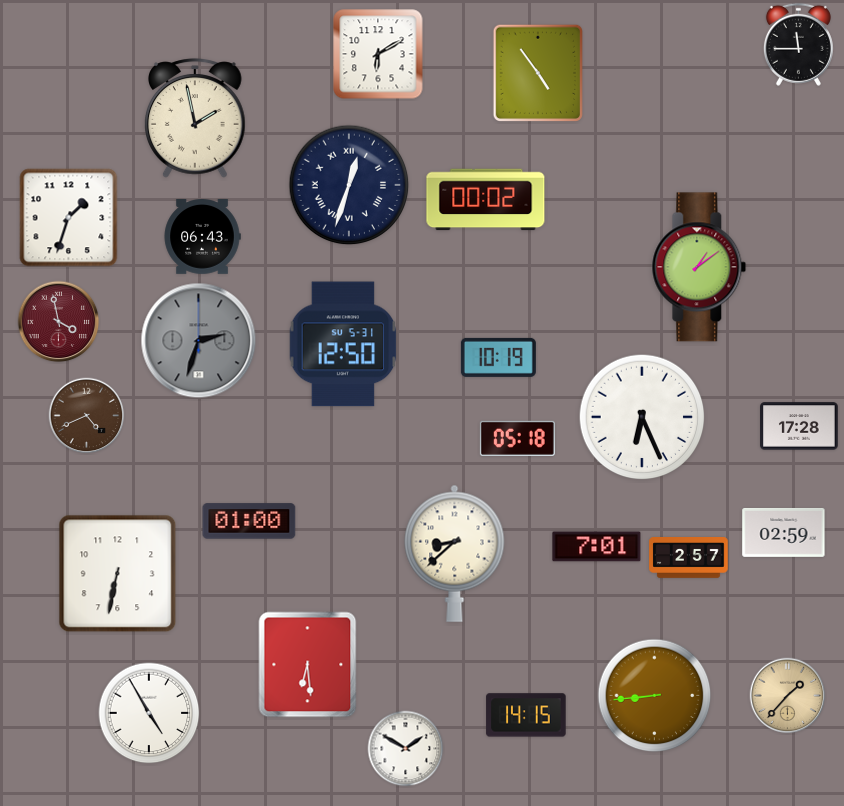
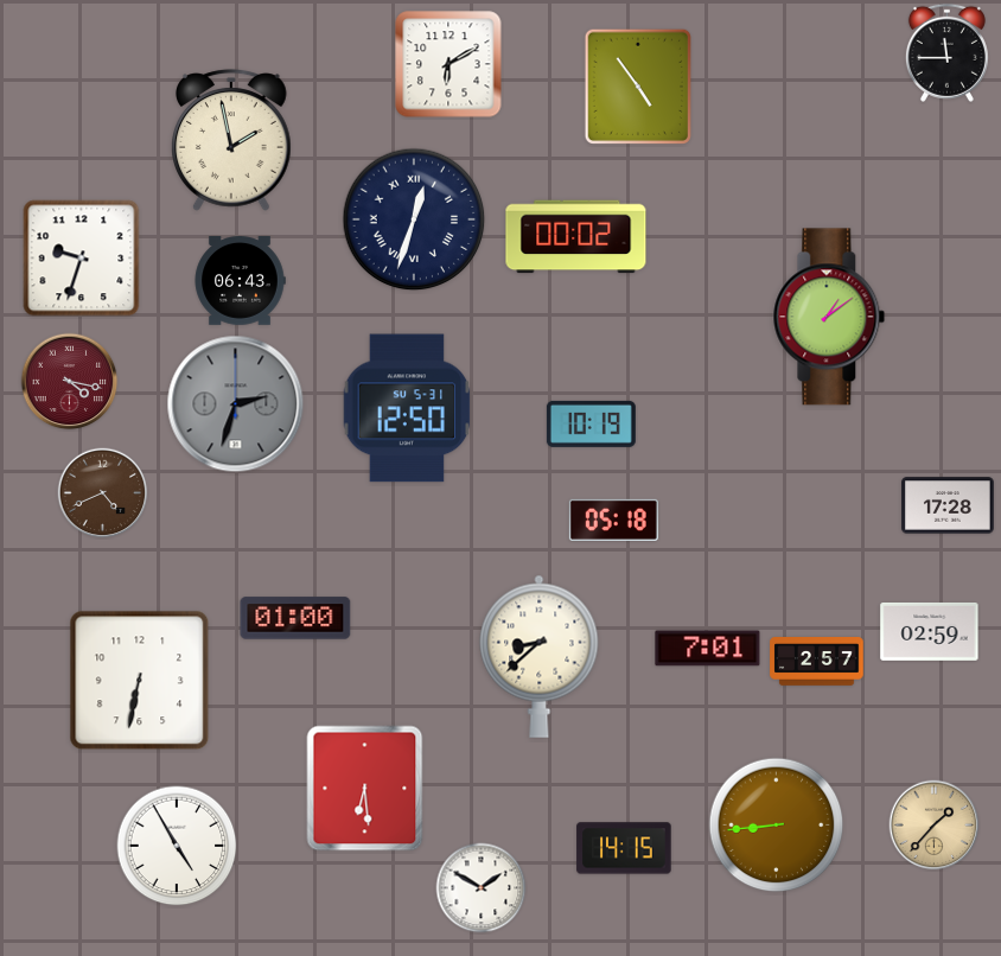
clock at (69, 218): 1:33 -> 9:33
clock at (59, 322): 3:58 -> 4:17
clock at (642, 417): 6:26 -> none
